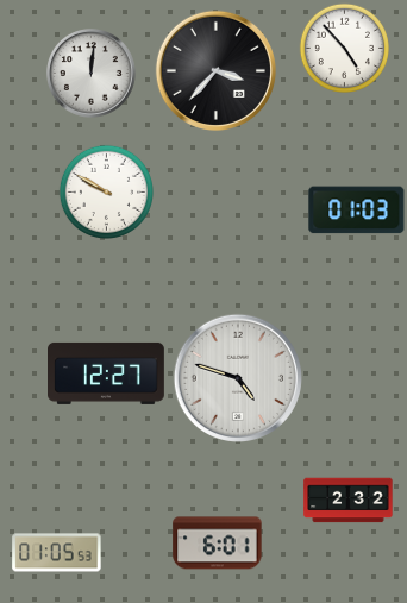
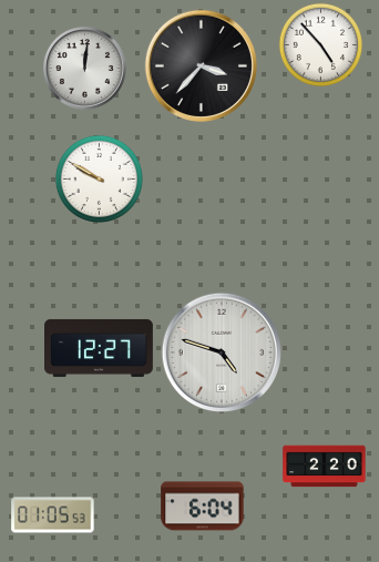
clock at (357, 211): 01:03 -> none
clock at (349, 501): 2:32 -> 2:20
clock at (218, 544): 6:01 -> 6:04
